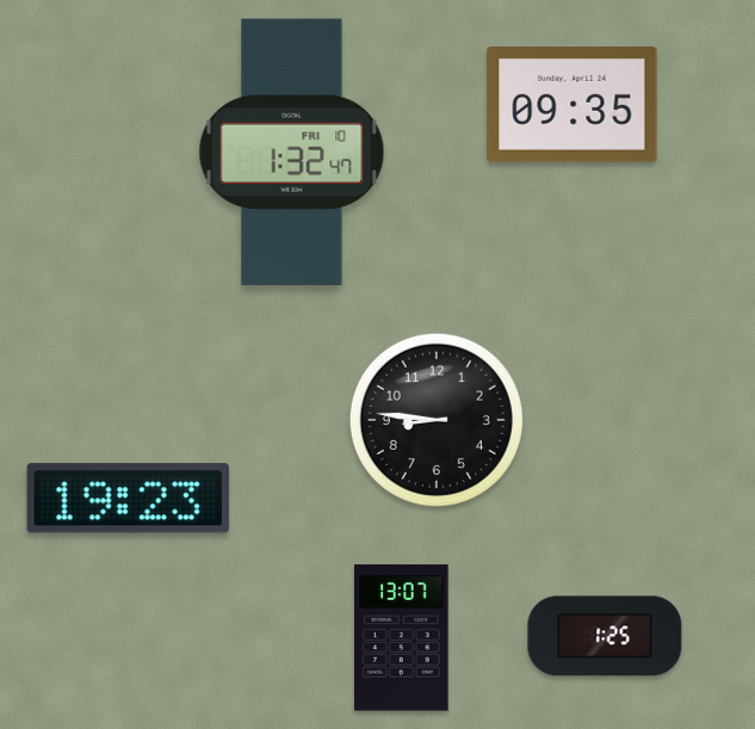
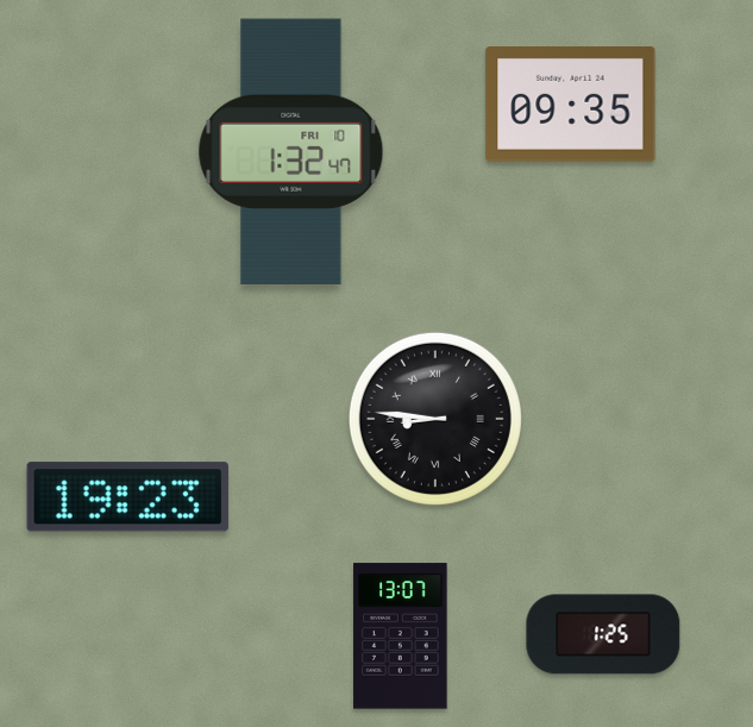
clock at (437, 420) numerals: Arabic -> Roman
